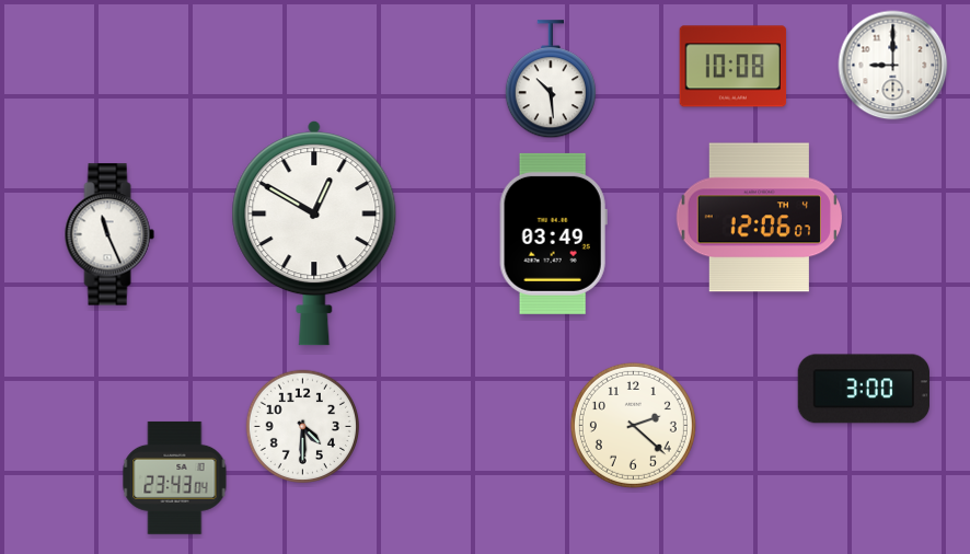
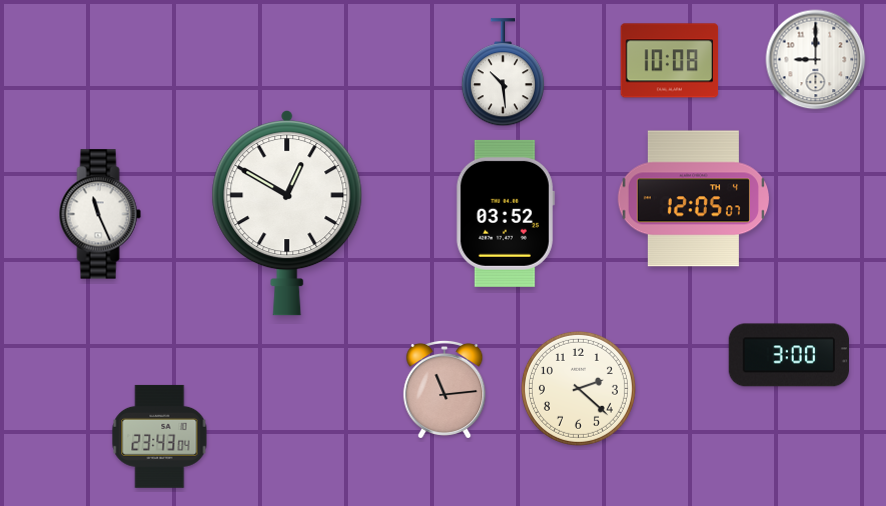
clock at (759, 218): 12:06 -> 12:05
clock at (553, 233): 03:49 -> 03:52
clock at (302, 426): 4:30 -> none
clock at (445, 389): none -> 11:14
